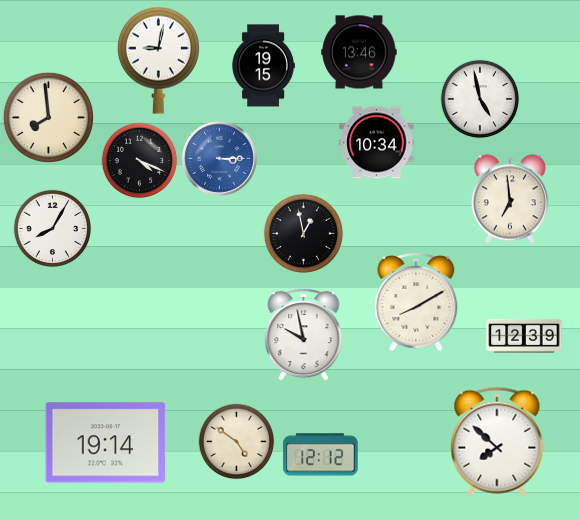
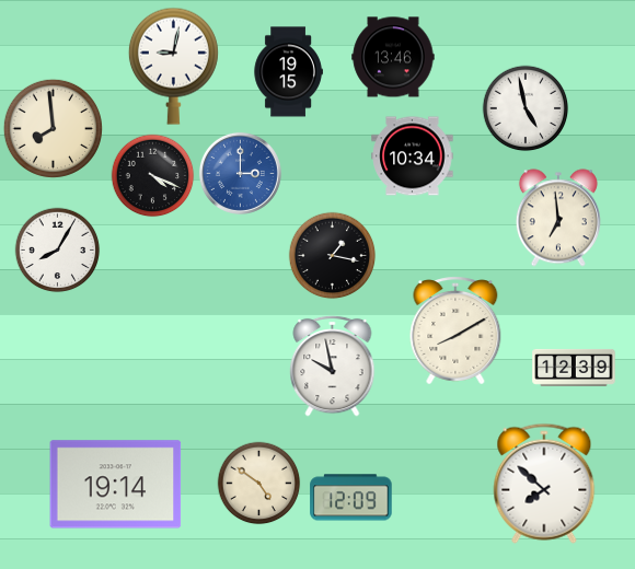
clock at (219, 158): 3:15 -> 3:00
clock at (304, 234): 12:58 -> 1:17
clock at (321, 455): 12:12 -> 12:09
